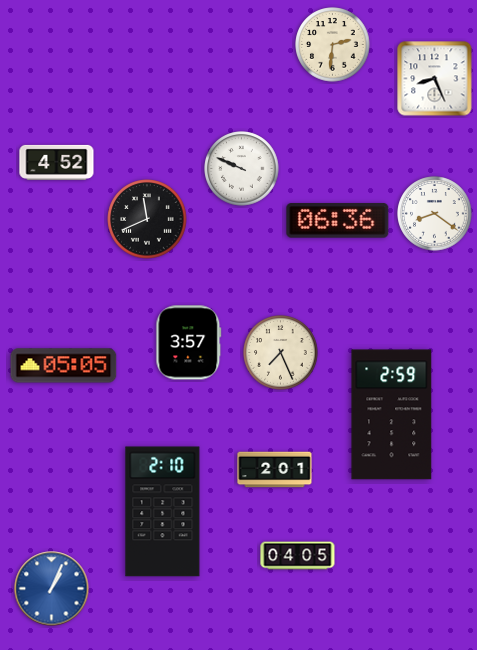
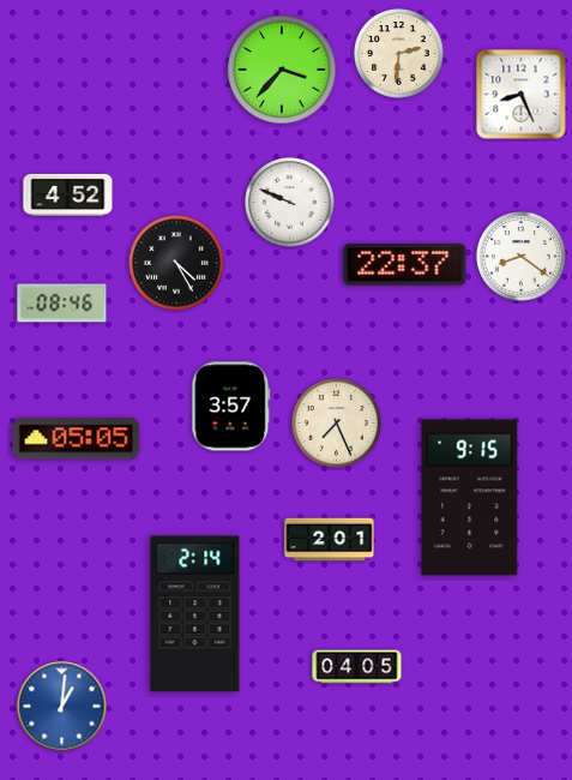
clock at (282, 70): none -> 3:37
clock at (147, 219): 11:41 -> 4:25
clock at (338, 221): 06:36 -> 22:37
clock at (62, 304): none -> 08:46
clock at (189, 343) position: (189, 343) -> (231, 407)
clock at (392, 415): 2:59 -> 9:15
clock at (275, 470) position: (275, 470) -> (330, 540)
clock at (163, 512): 2:10 -> 2:14
clock at (52, 589): 1:04 -> 1:01
